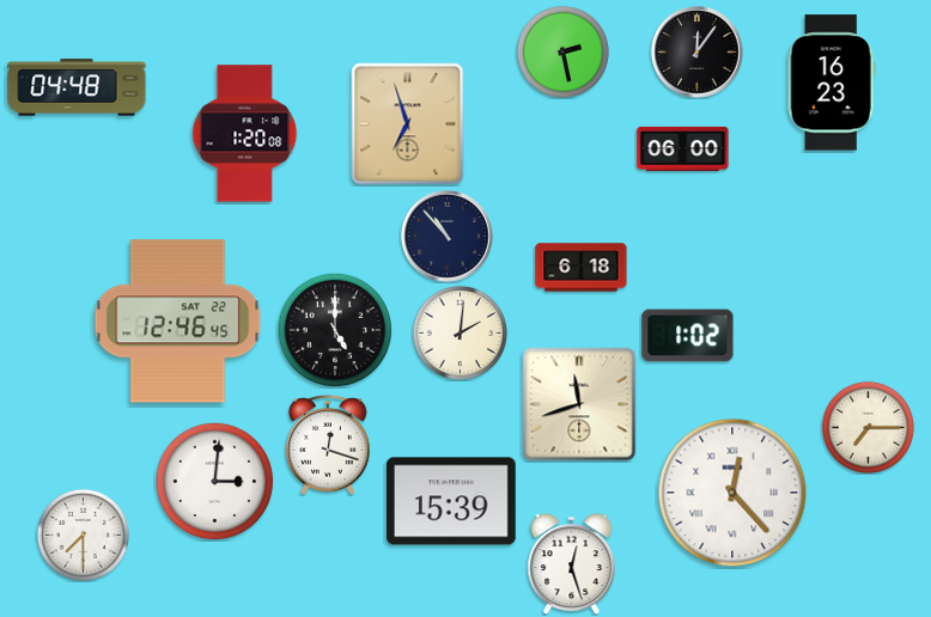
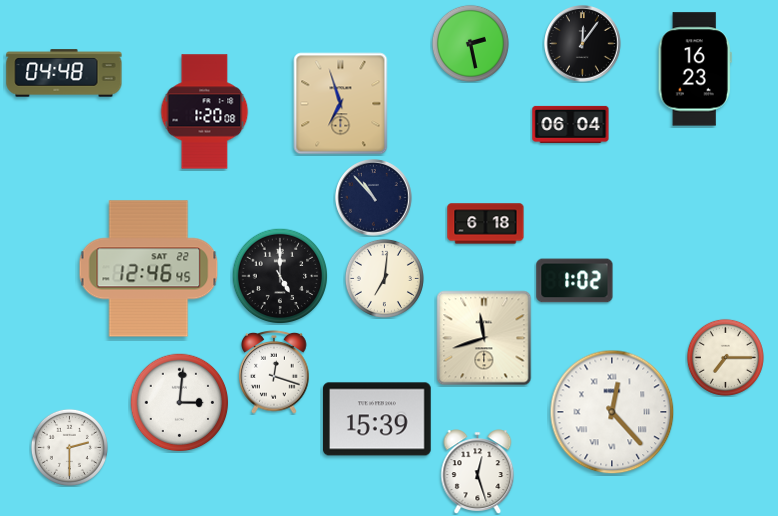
clock at (683, 148): 06:00 -> 06:04
clock at (460, 332): 2:01 -> 7:01
clock at (83, 534): 7:30 -> 2:30
